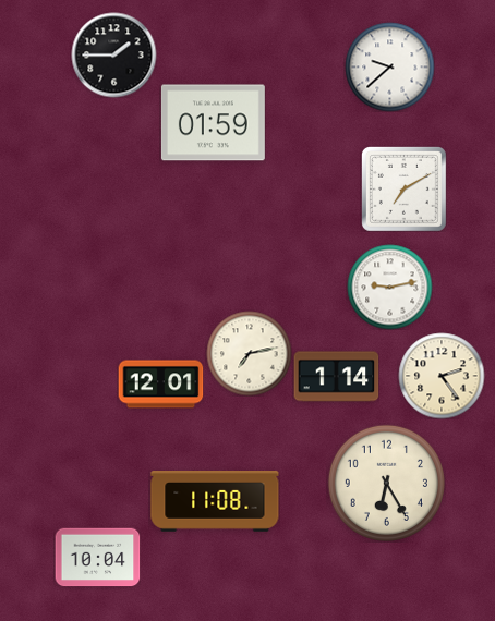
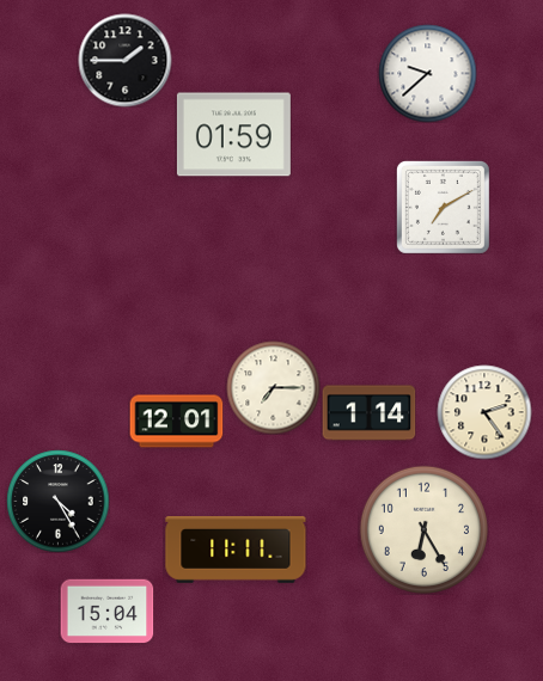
clock at (389, 287): 9:13 -> none
clock at (249, 353): 7:13 -> 7:15
clock at (57, 501): none -> 4:25
clock at (215, 502): 11:08 -> 11:11
clock at (97, 558): 10:04 -> 15:04
